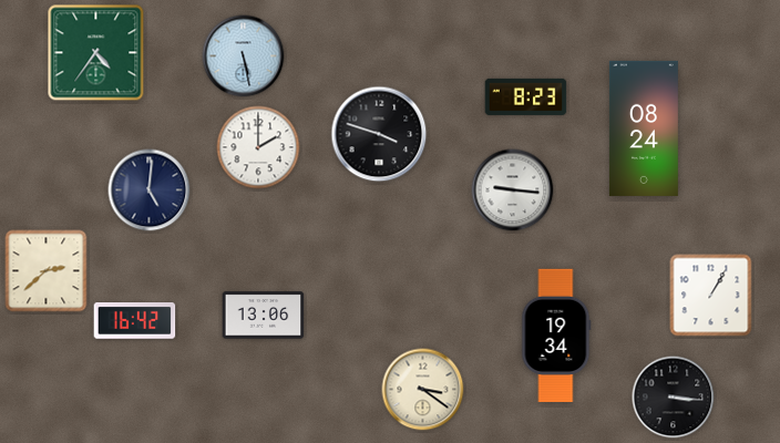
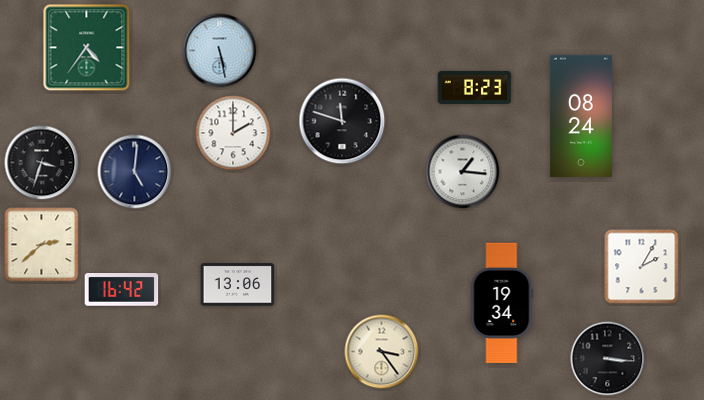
clock at (379, 134): 3:48 -> 11:48
clock at (42, 163): none -> 3:33
clock at (513, 190): 9:16 -> 1:16
clock at (711, 296): 1:05 -> 2:05
clock at (423, 390): 3:21 -> 3:24
